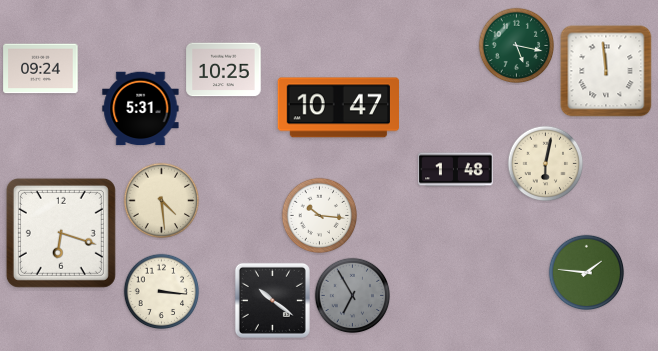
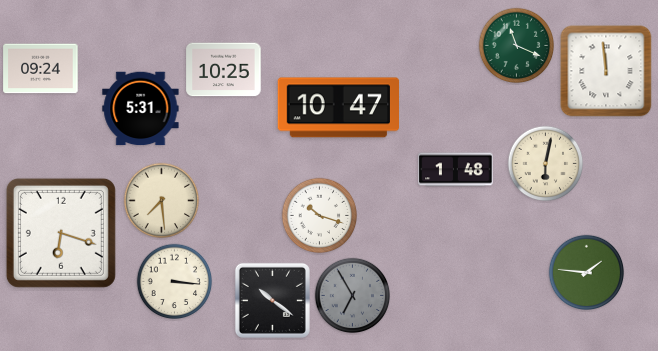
clock at (517, 46): 5:17 -> 11:19
clock at (162, 201): 4:29 -> 7:29
clock at (320, 216): 10:16 -> 10:18
clock at (162, 292) position: (162, 292) -> (175, 282)
